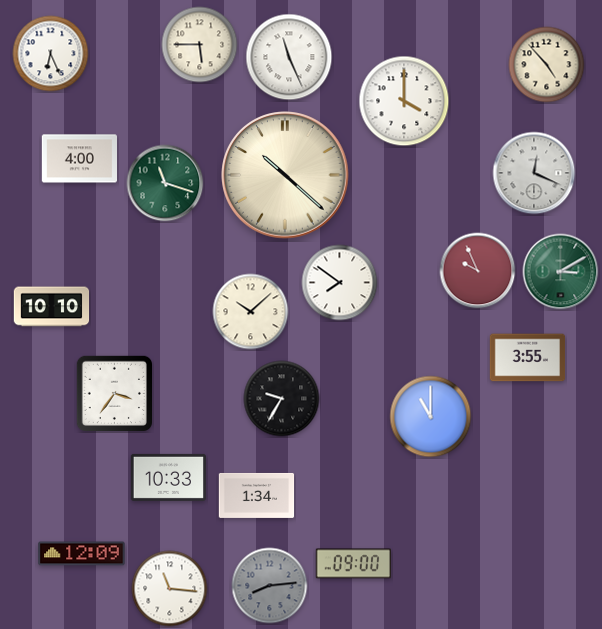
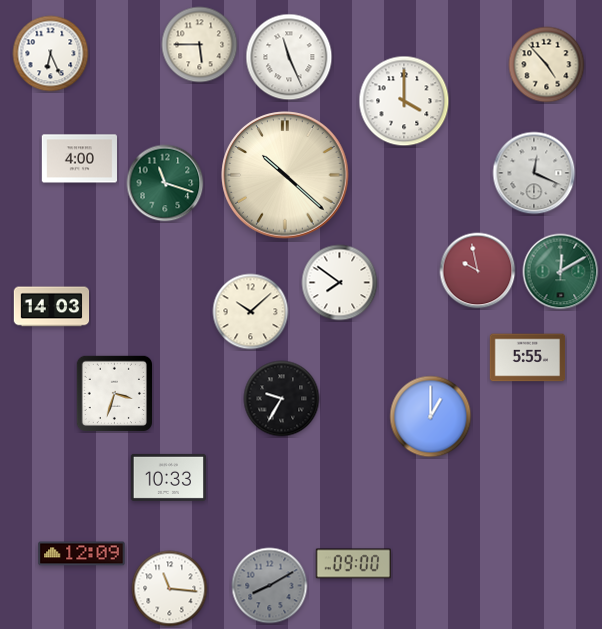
clock at (478, 271): 9:56 -> 9:58
clock at (561, 272): 3:10 -> 12:10
clock at (52, 307): 10:10 -> 14:03
clock at (528, 358): 3:55 -> 5:55
clock at (114, 393): 3:36 -> 3:33
clock at (431, 417): 11:00 -> 1:00
clock at (257, 495): 1:34 -> none
clock at (270, 586): 8:14 -> 8:10
